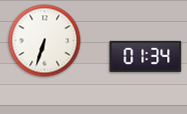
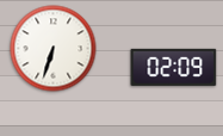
clock at (146, 56): 01:34 -> 02:09
